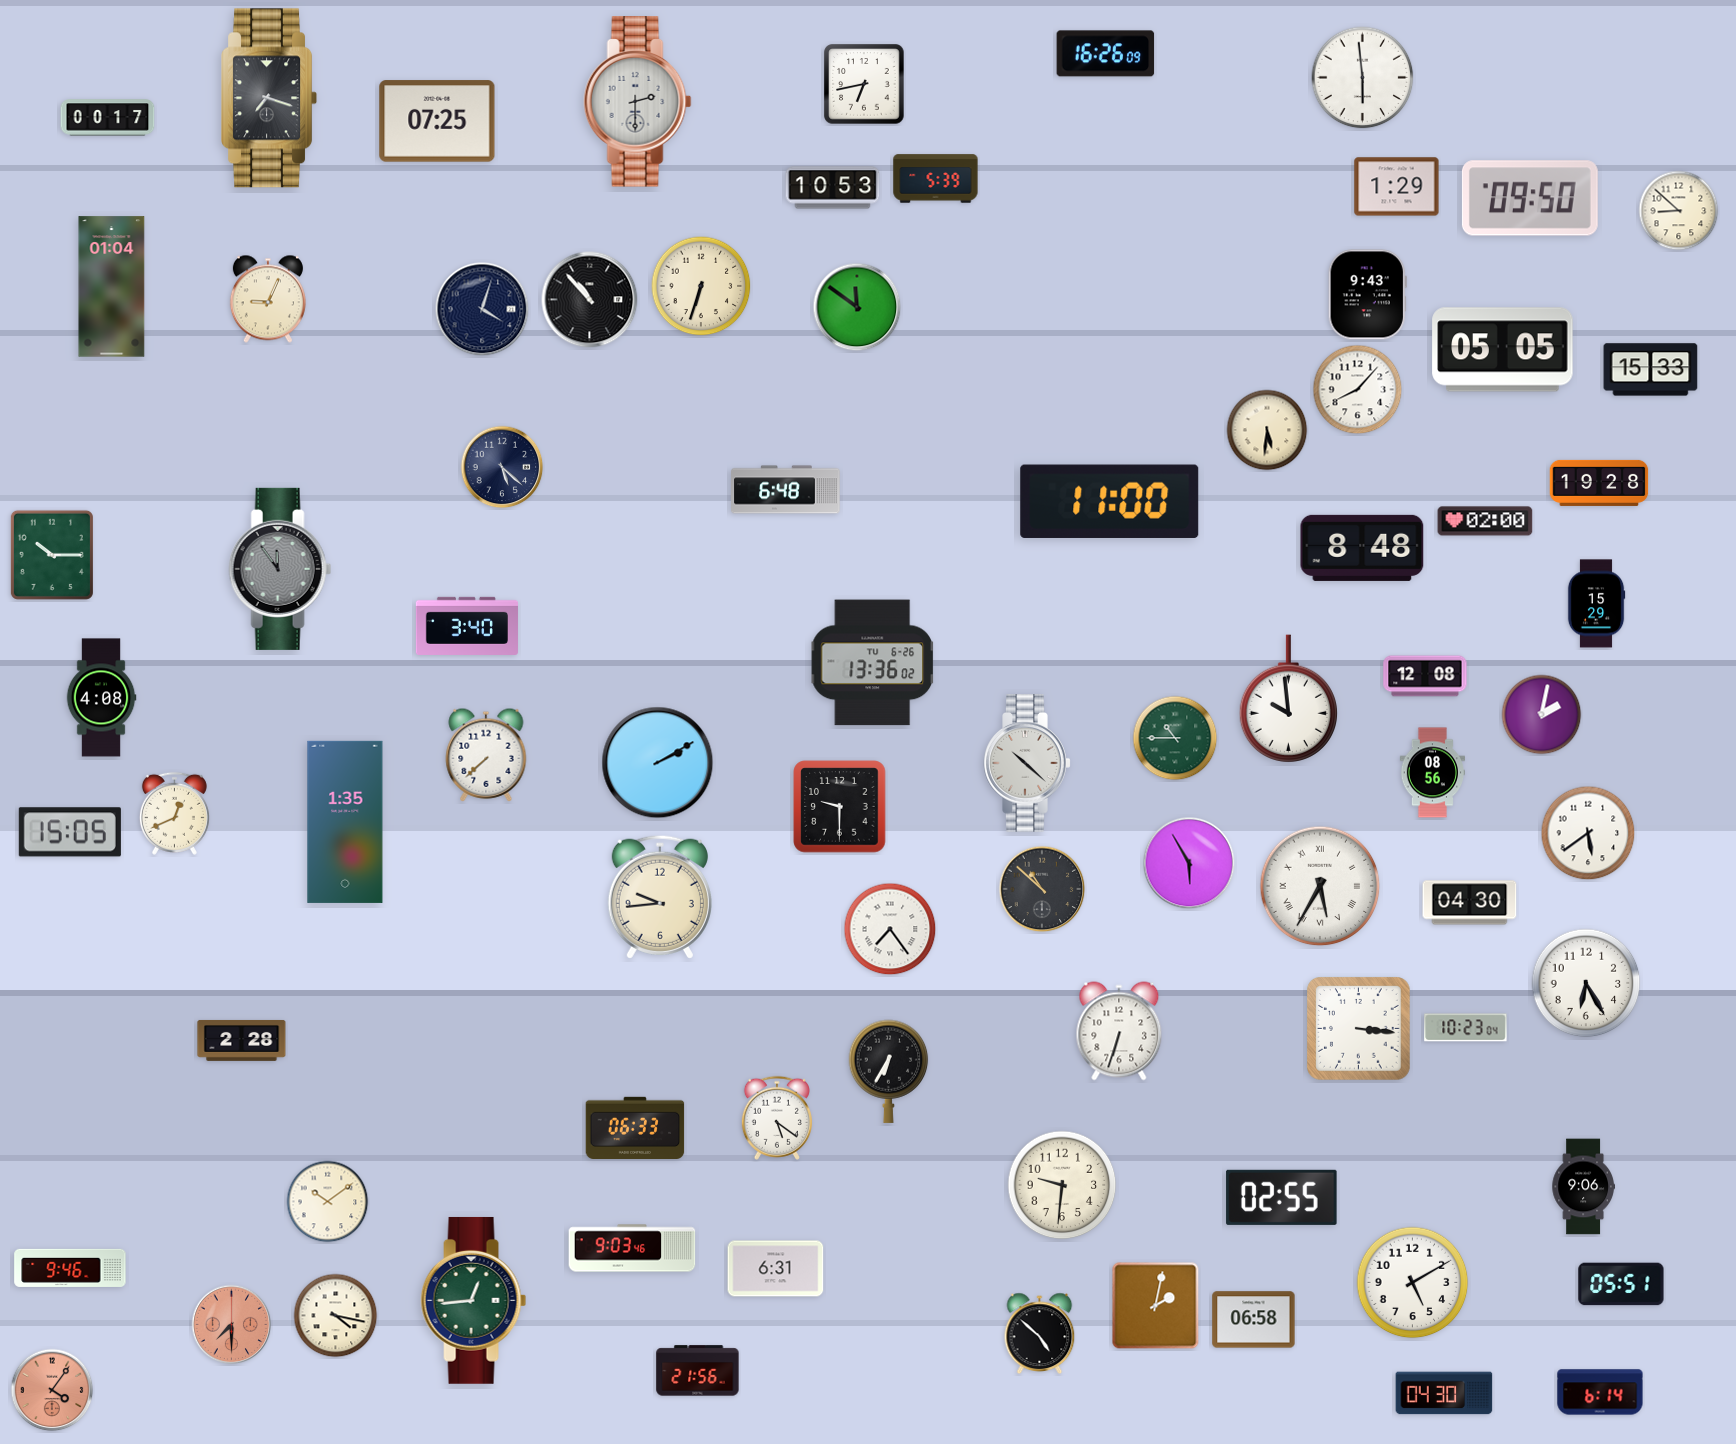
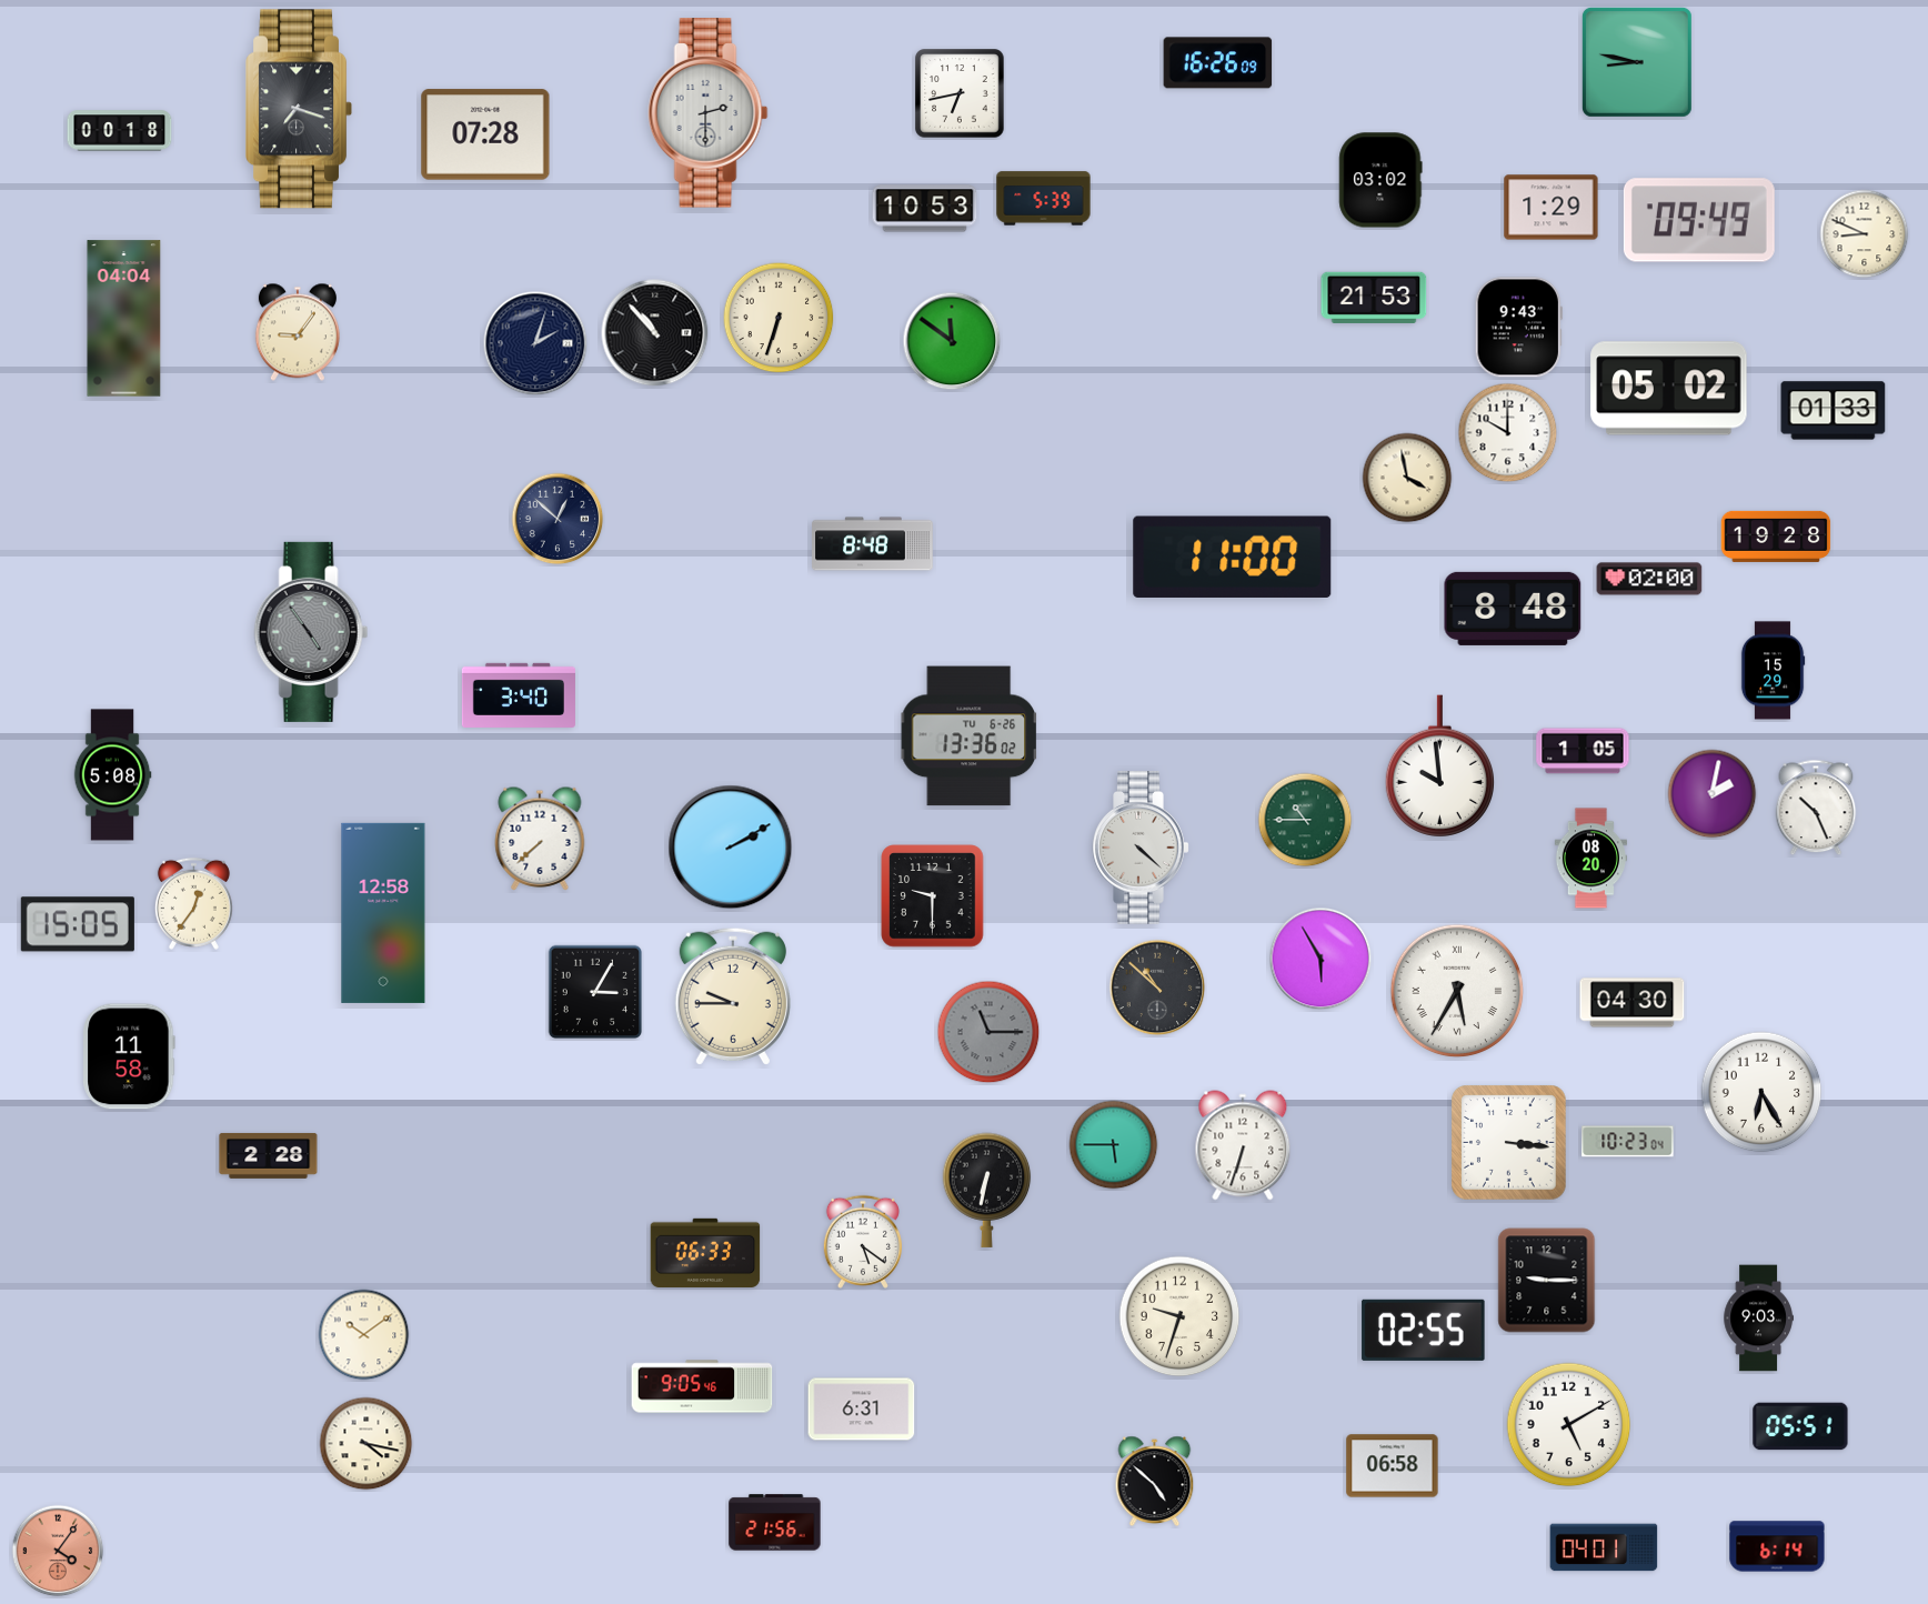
clock at (1106, 54) position: (1106, 54) -> (1218, 63)
clock at (1637, 62): none -> 8:47
clock at (1363, 78): 5:59 -> none
clock at (108, 118): 00:17 -> 00:18
clock at (437, 121): 07:25 -> 07:28
clock at (1380, 180): none -> 03:02
clock at (936, 179) position: (936, 179) -> (1044, 199)
clock at (1530, 198): 09:50 -> 09:49
clock at (1679, 211): 8:52 -> 8:49
clock at (1374, 297): none -> 21:53
clock at (112, 287): 01:04 -> 04:04
clock at (268, 299): 9:04 -> 9:06
clock at (482, 309): 4:03 -> 2:03
clock at (1503, 350): 05:05 -> 05:02
clock at (1651, 370): 15:33 -> 01:33
clock at (1358, 390): 8:07 -> 10:00
clock at (1267, 430): 5:31 -> 3:58
clock at (502, 467): 5:22 -> 12:52
clock at (786, 490): 6:48 -> 8:48
clock at (52, 555): 10:15 -> none
clock at (280, 569): 11:54 -> 4:54
clock at (1425, 676): 12:08 -> 1:05
clock at (101, 698): 4:08 -> 5:08
clock at (1288, 698) position: (1288, 698) -> (1439, 765)
clock at (1816, 808): none -> 10:26
clock at (1027, 764): 10:22 -> 4:22
clock at (1432, 773): 08:56 -> 08:20
clock at (174, 813): 12:41 -> 12:36
clock at (345, 822): 1:35 -> 12:58
clock at (1588, 833): 5:39 -> none
clock at (1320, 886) position: (1320, 886) -> (1457, 991)
clock at (595, 992): none -> 3:05
clock at (660, 897): 9:44 -> 9:45
clock at (890, 929): 7:24 -> 11:15
clock at (890, 929) dial: white -> grey
clock at (129, 1056): none -> 11:58
clock at (1114, 1145): none -> 5:45
clock at (889, 1071): 6:35 -> 6:32
clock at (1547, 1281): none -> 9:15
clock at (1062, 1185): 9:31 -> 9:33
clock at (1583, 1187): 9:06 -> 9:03
clock at (632, 1248): 9:03 -> 9:05
clock at (70, 1268): 9:46 -> none
clock at (474, 1300): 12:44 -> none
clock at (1156, 1306): 2:02 -> none
clock at (336, 1316) position: (336, 1316) -> (366, 1444)
clock at (232, 1325): 7:30 -> none
clock at (52, 1390) position: (52, 1390) -> (58, 1551)
clock at (1444, 1393): 04:30 -> 04:01
